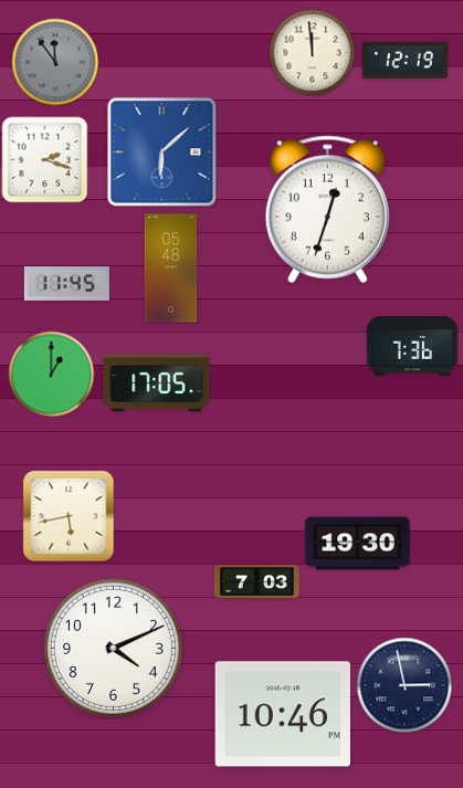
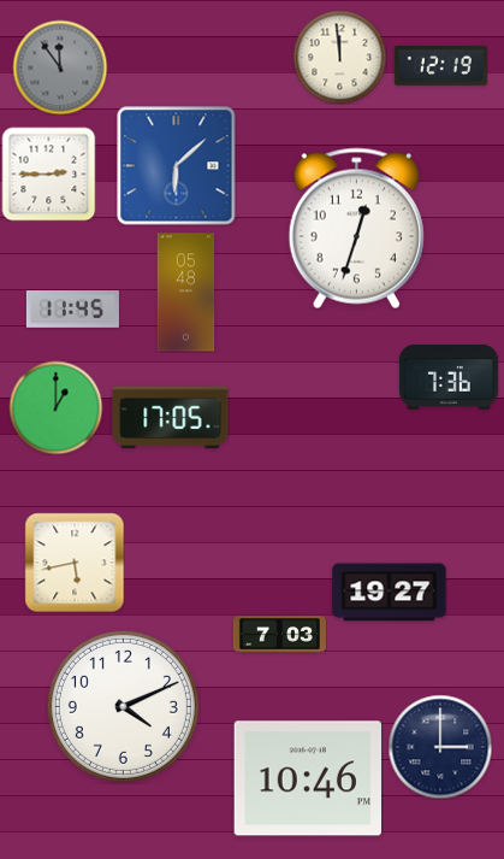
clock at (44, 159): 2:18 -> 2:45
clock at (358, 544): 19:30 -> 19:27
clock at (404, 685): 2:58 -> 3:00
